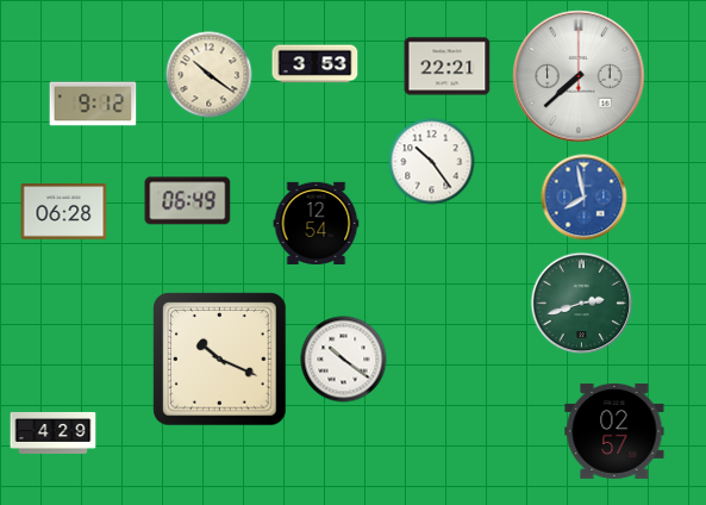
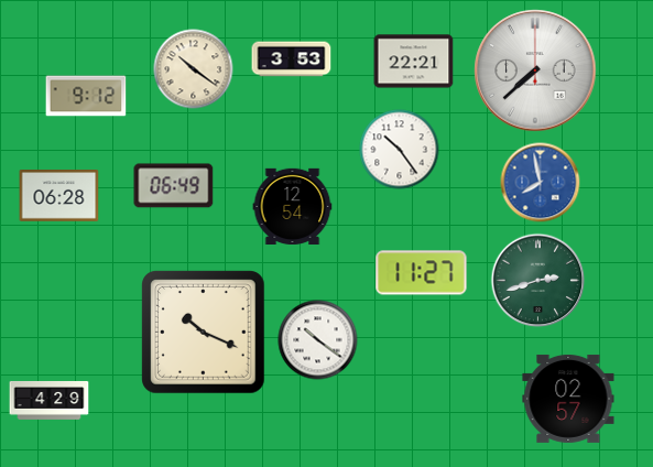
clock at (422, 273): none -> 11:27
clock at (344, 360) position: (344, 360) -> (318, 340)
